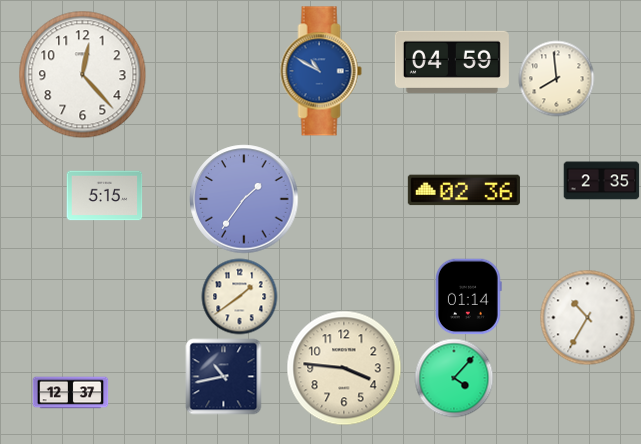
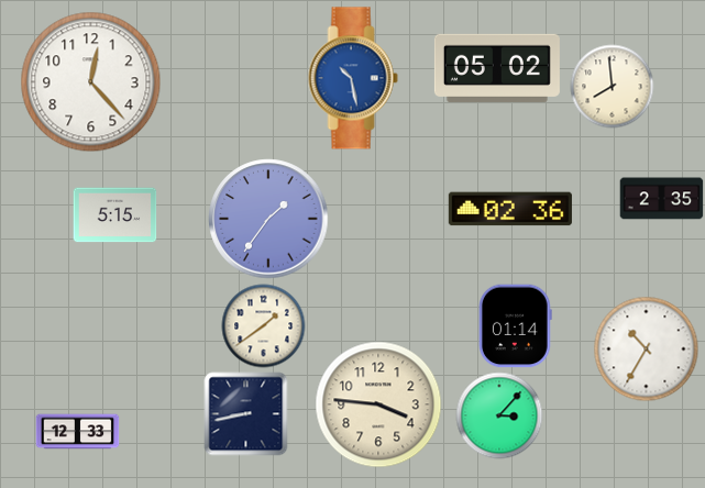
clock at (452, 62): 04:59 -> 05:02
clock at (321, 71): 10:50 -> 10:28
clock at (224, 377): 10:43 -> 8:43
clock at (454, 378): 4:07 -> 3:07
clock at (71, 393): 12:37 -> 12:33
